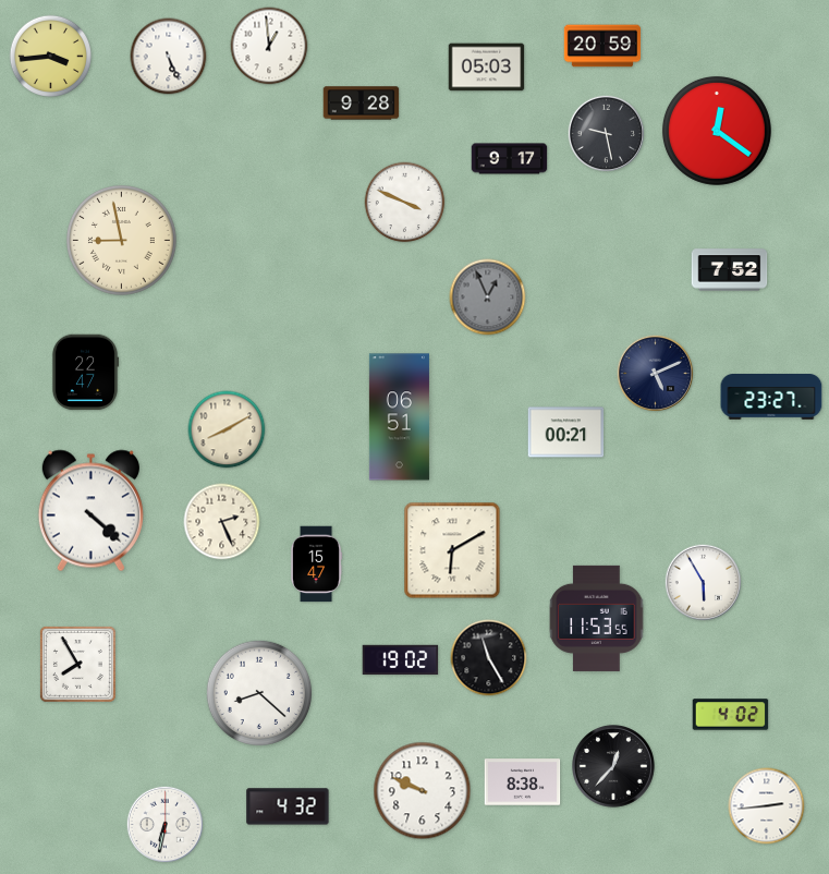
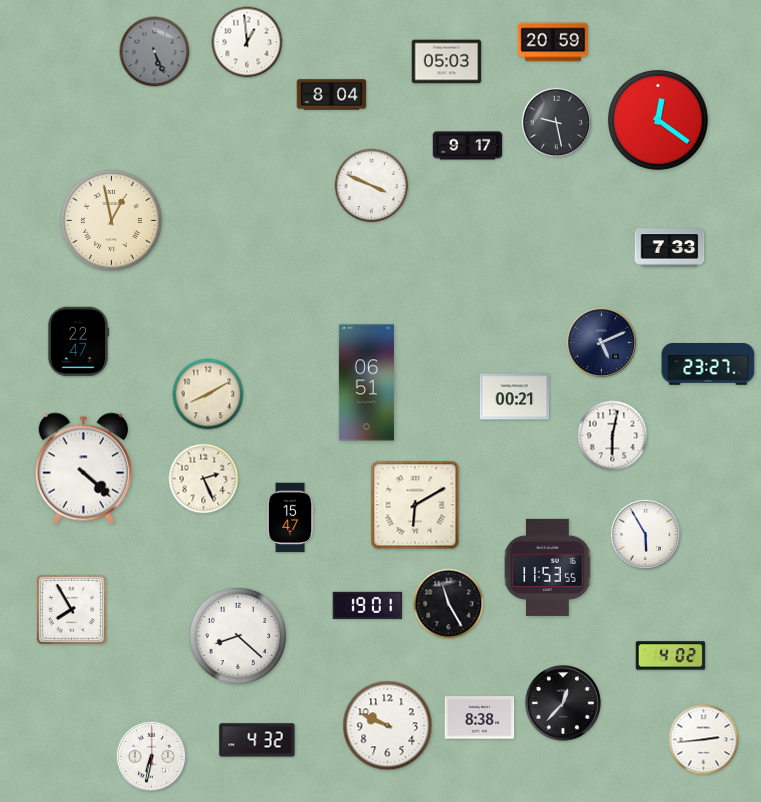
clock at (50, 56): 3:44 -> none
clock at (169, 57) dial: white -> grey
clock at (362, 104): 9:28 -> 8:04
clock at (122, 241): 8:58 -> 12:58
clock at (730, 270): 7:52 -> 7:33
clock at (488, 298): 12:56 -> none
clock at (566, 433) position: (566, 433) -> (515, 397)
clock at (613, 436): none -> 6:02
clock at (401, 659): 19:02 -> 19:01
clock at (288, 806) position: (288, 806) -> (257, 740)
